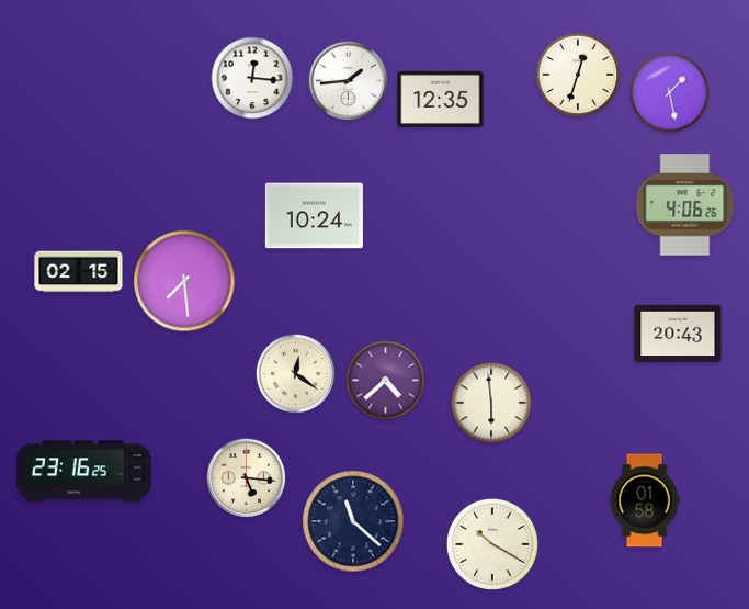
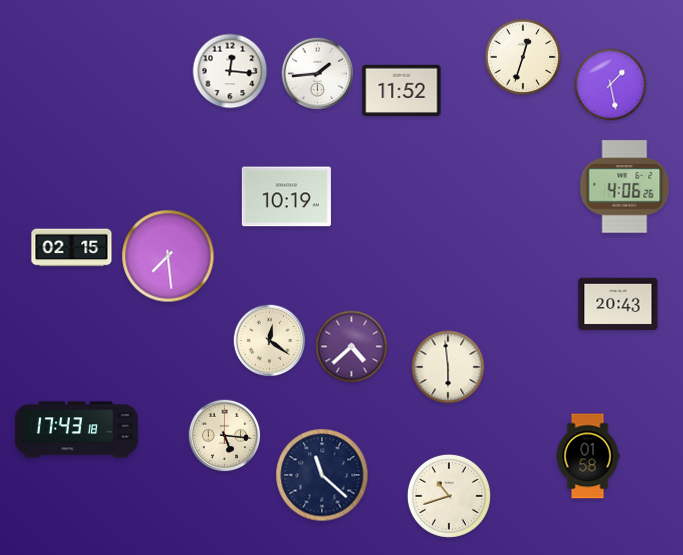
clock at (578, 75) position: (578, 75) -> (523, 57)
clock at (441, 99): 12:35 -> 11:52
clock at (314, 216): 10:24 -> 10:19
clock at (83, 472): 23:16 -> 17:43
clock at (492, 544): 10:20 -> 10:42
